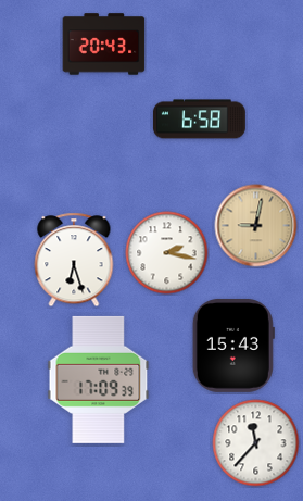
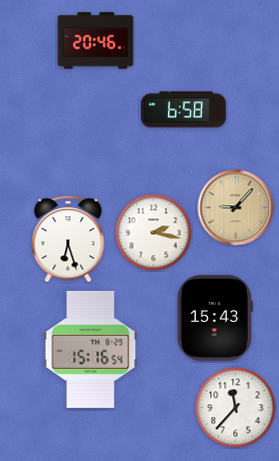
clock at (104, 45): 20:43 -> 20:46
clock at (256, 226): 9:02 -> 9:07
clock at (99, 379): 17:09 -> 15:16
